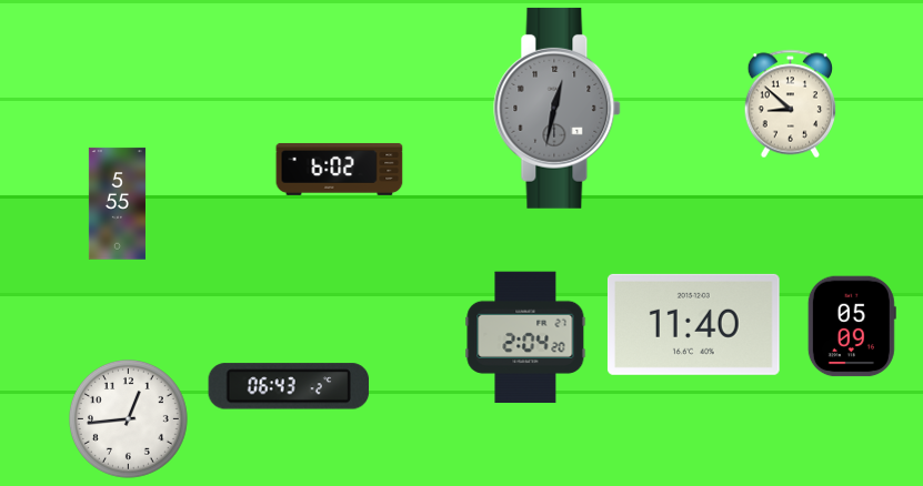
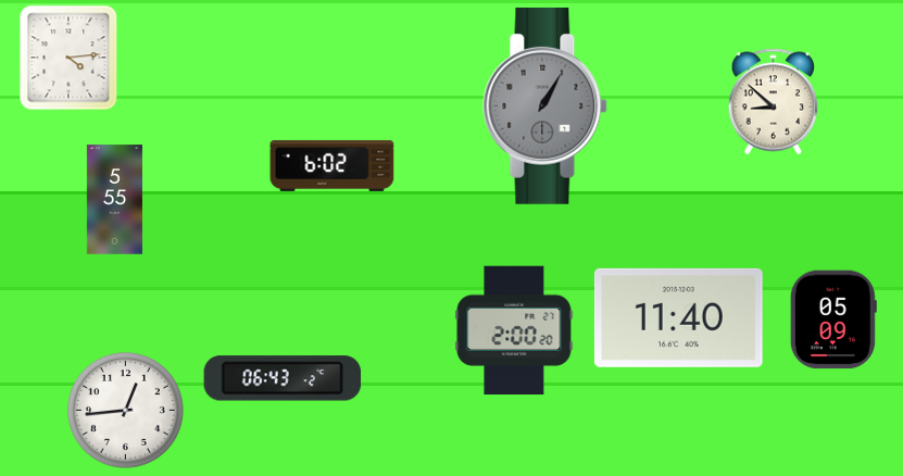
clock at (68, 58): none -> 4:14
clock at (558, 108): 12:32 -> 1:05
clock at (525, 337): 2:04 -> 2:00
